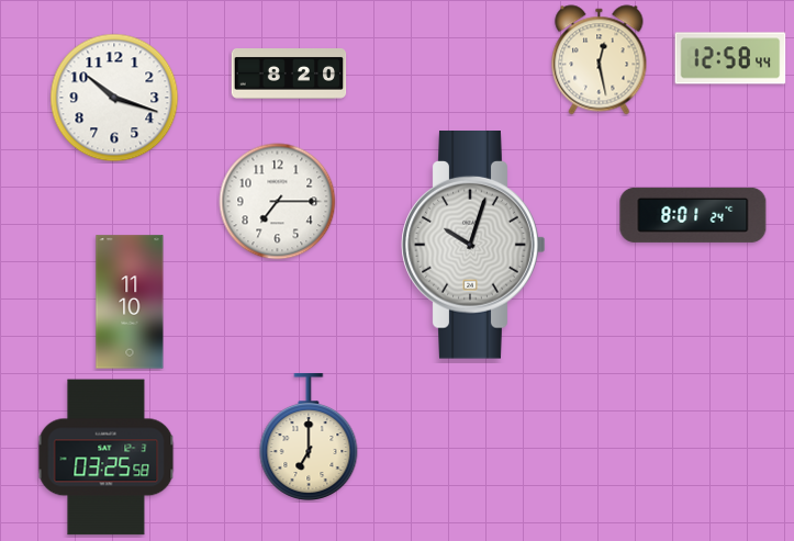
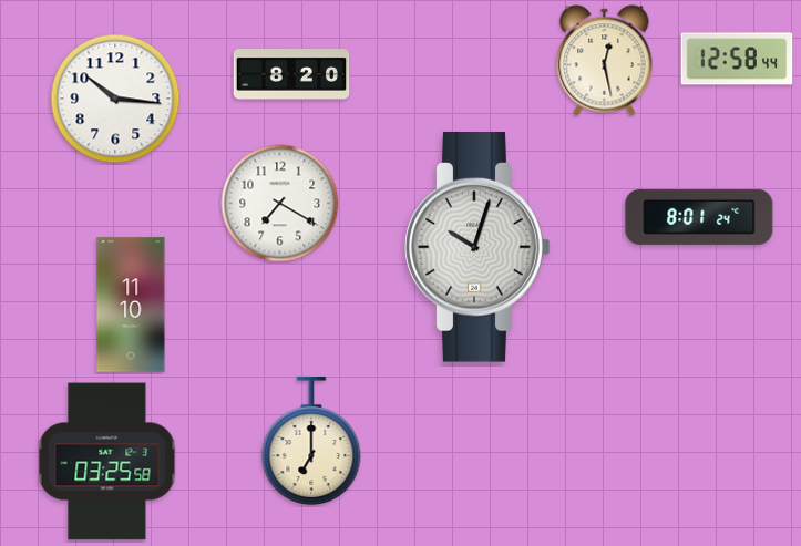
clock at (114, 98): 10:18 -> 10:16
clock at (278, 202): 7:15 -> 7:20
